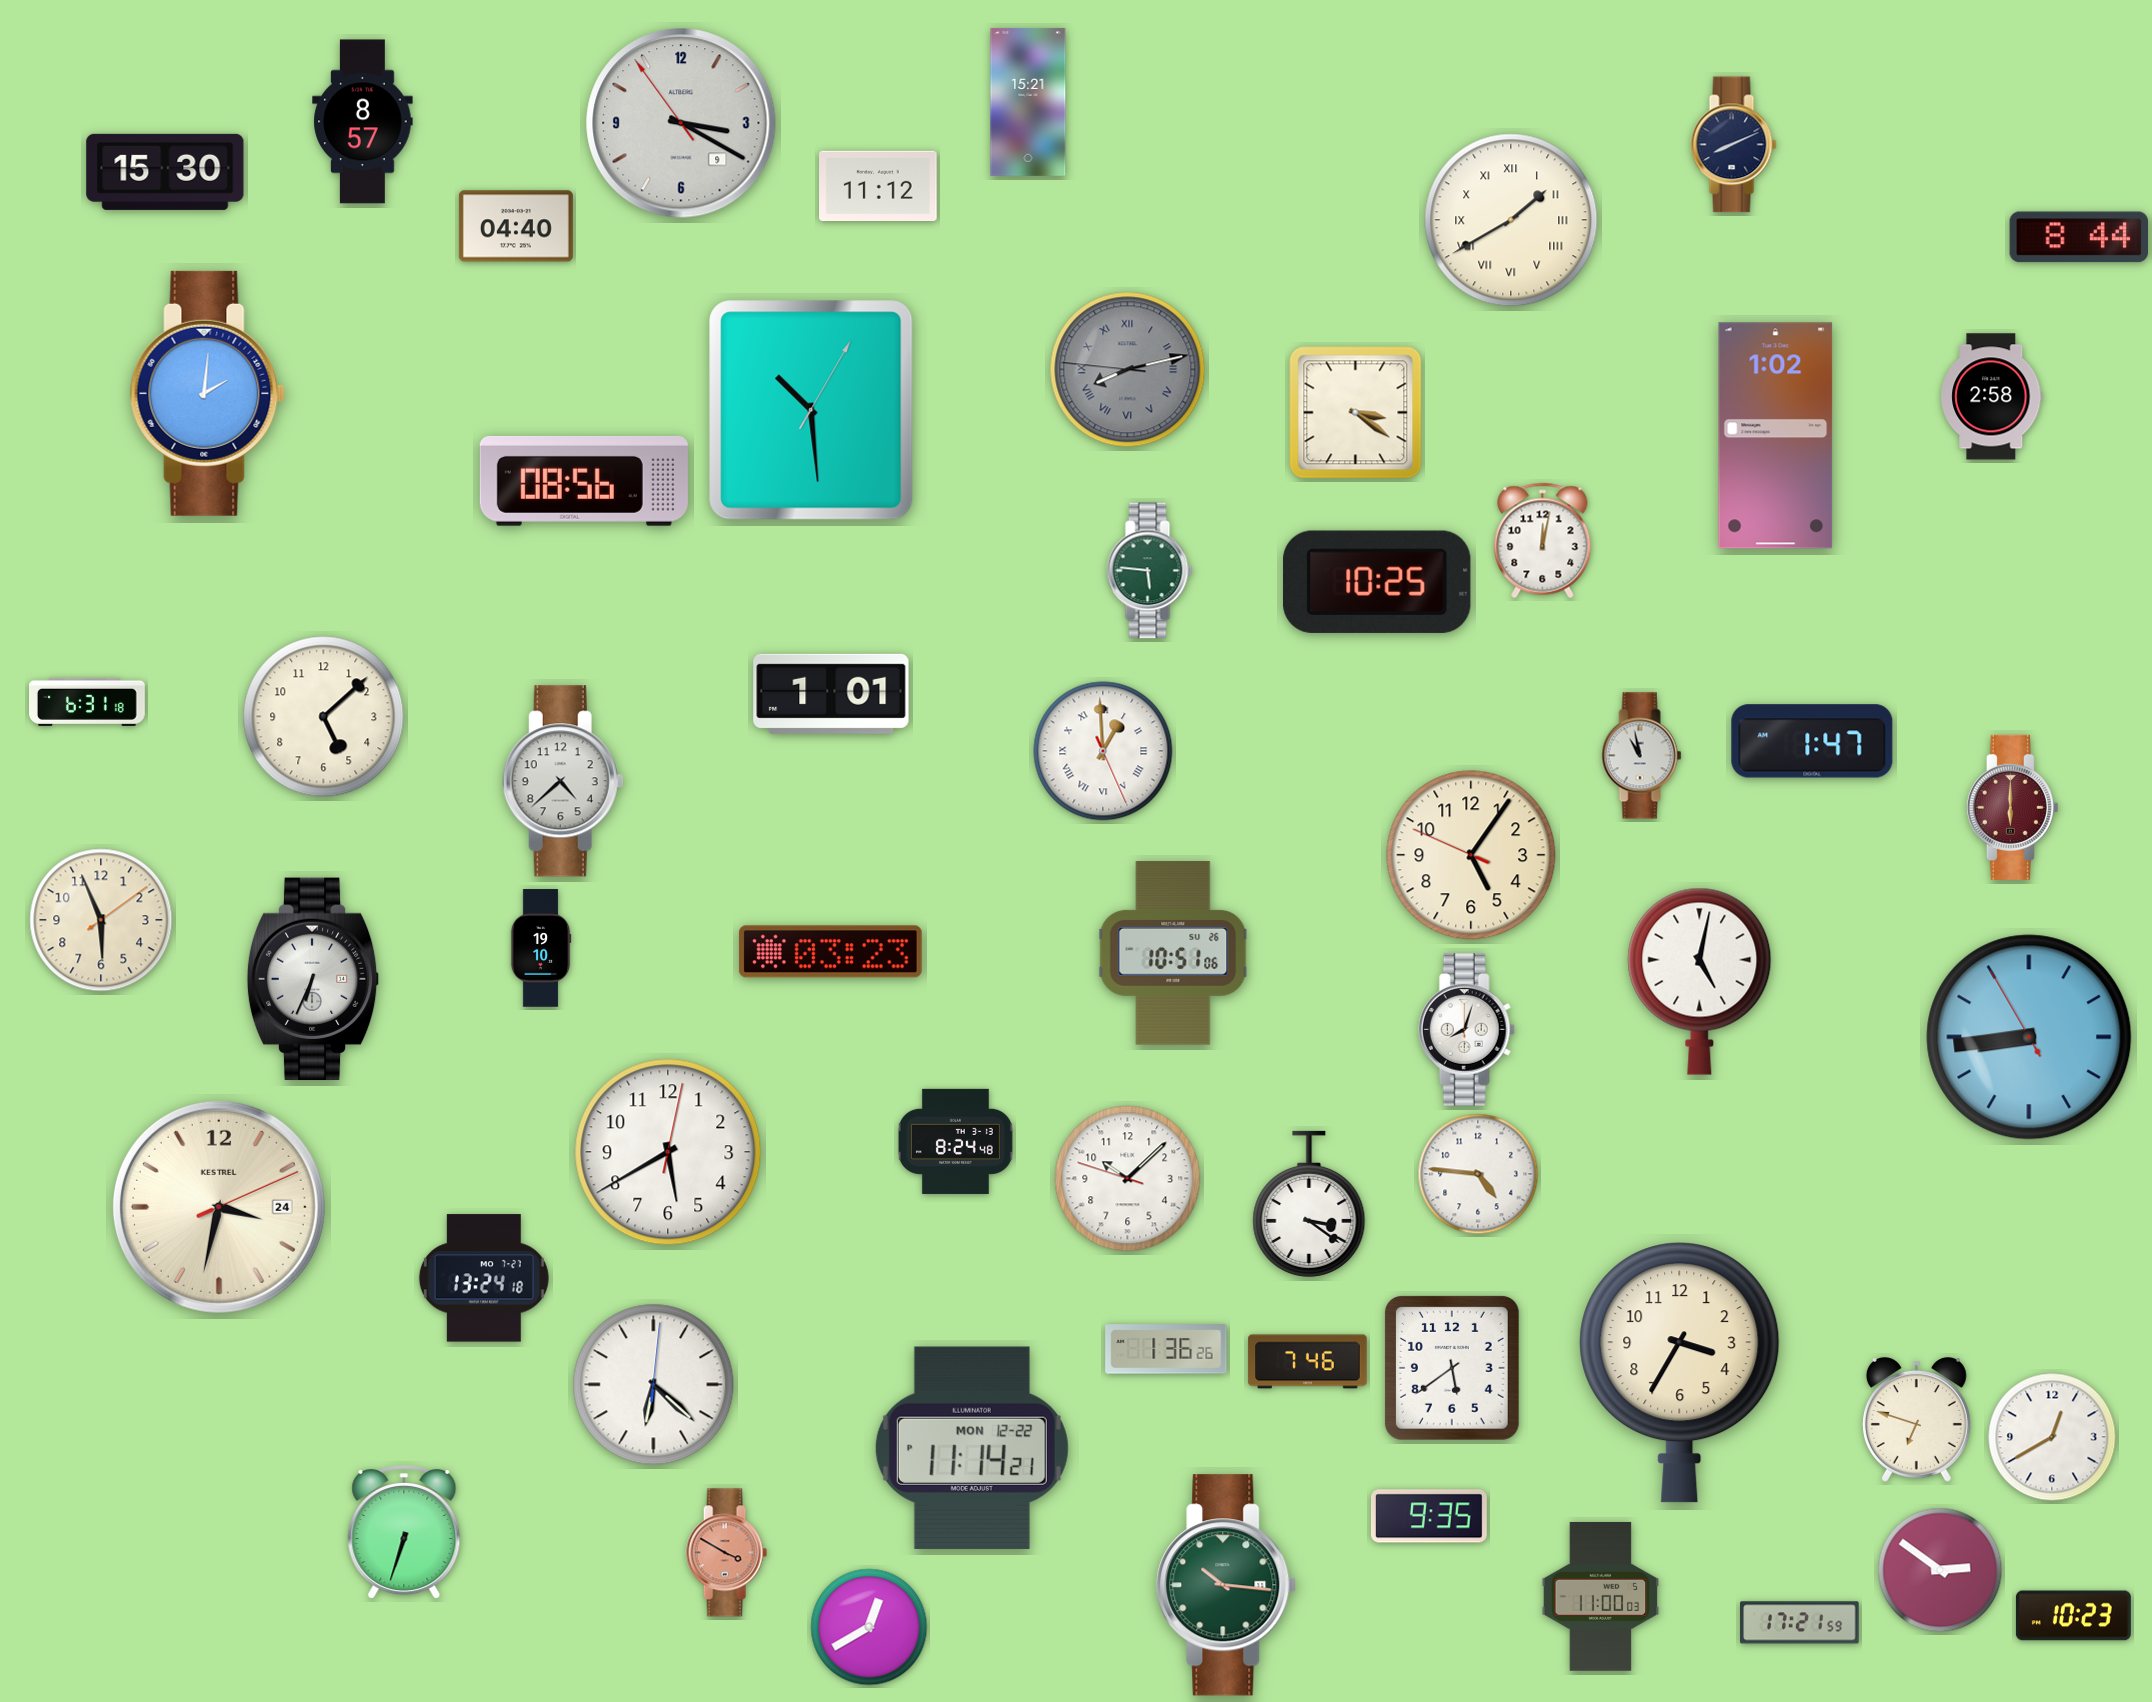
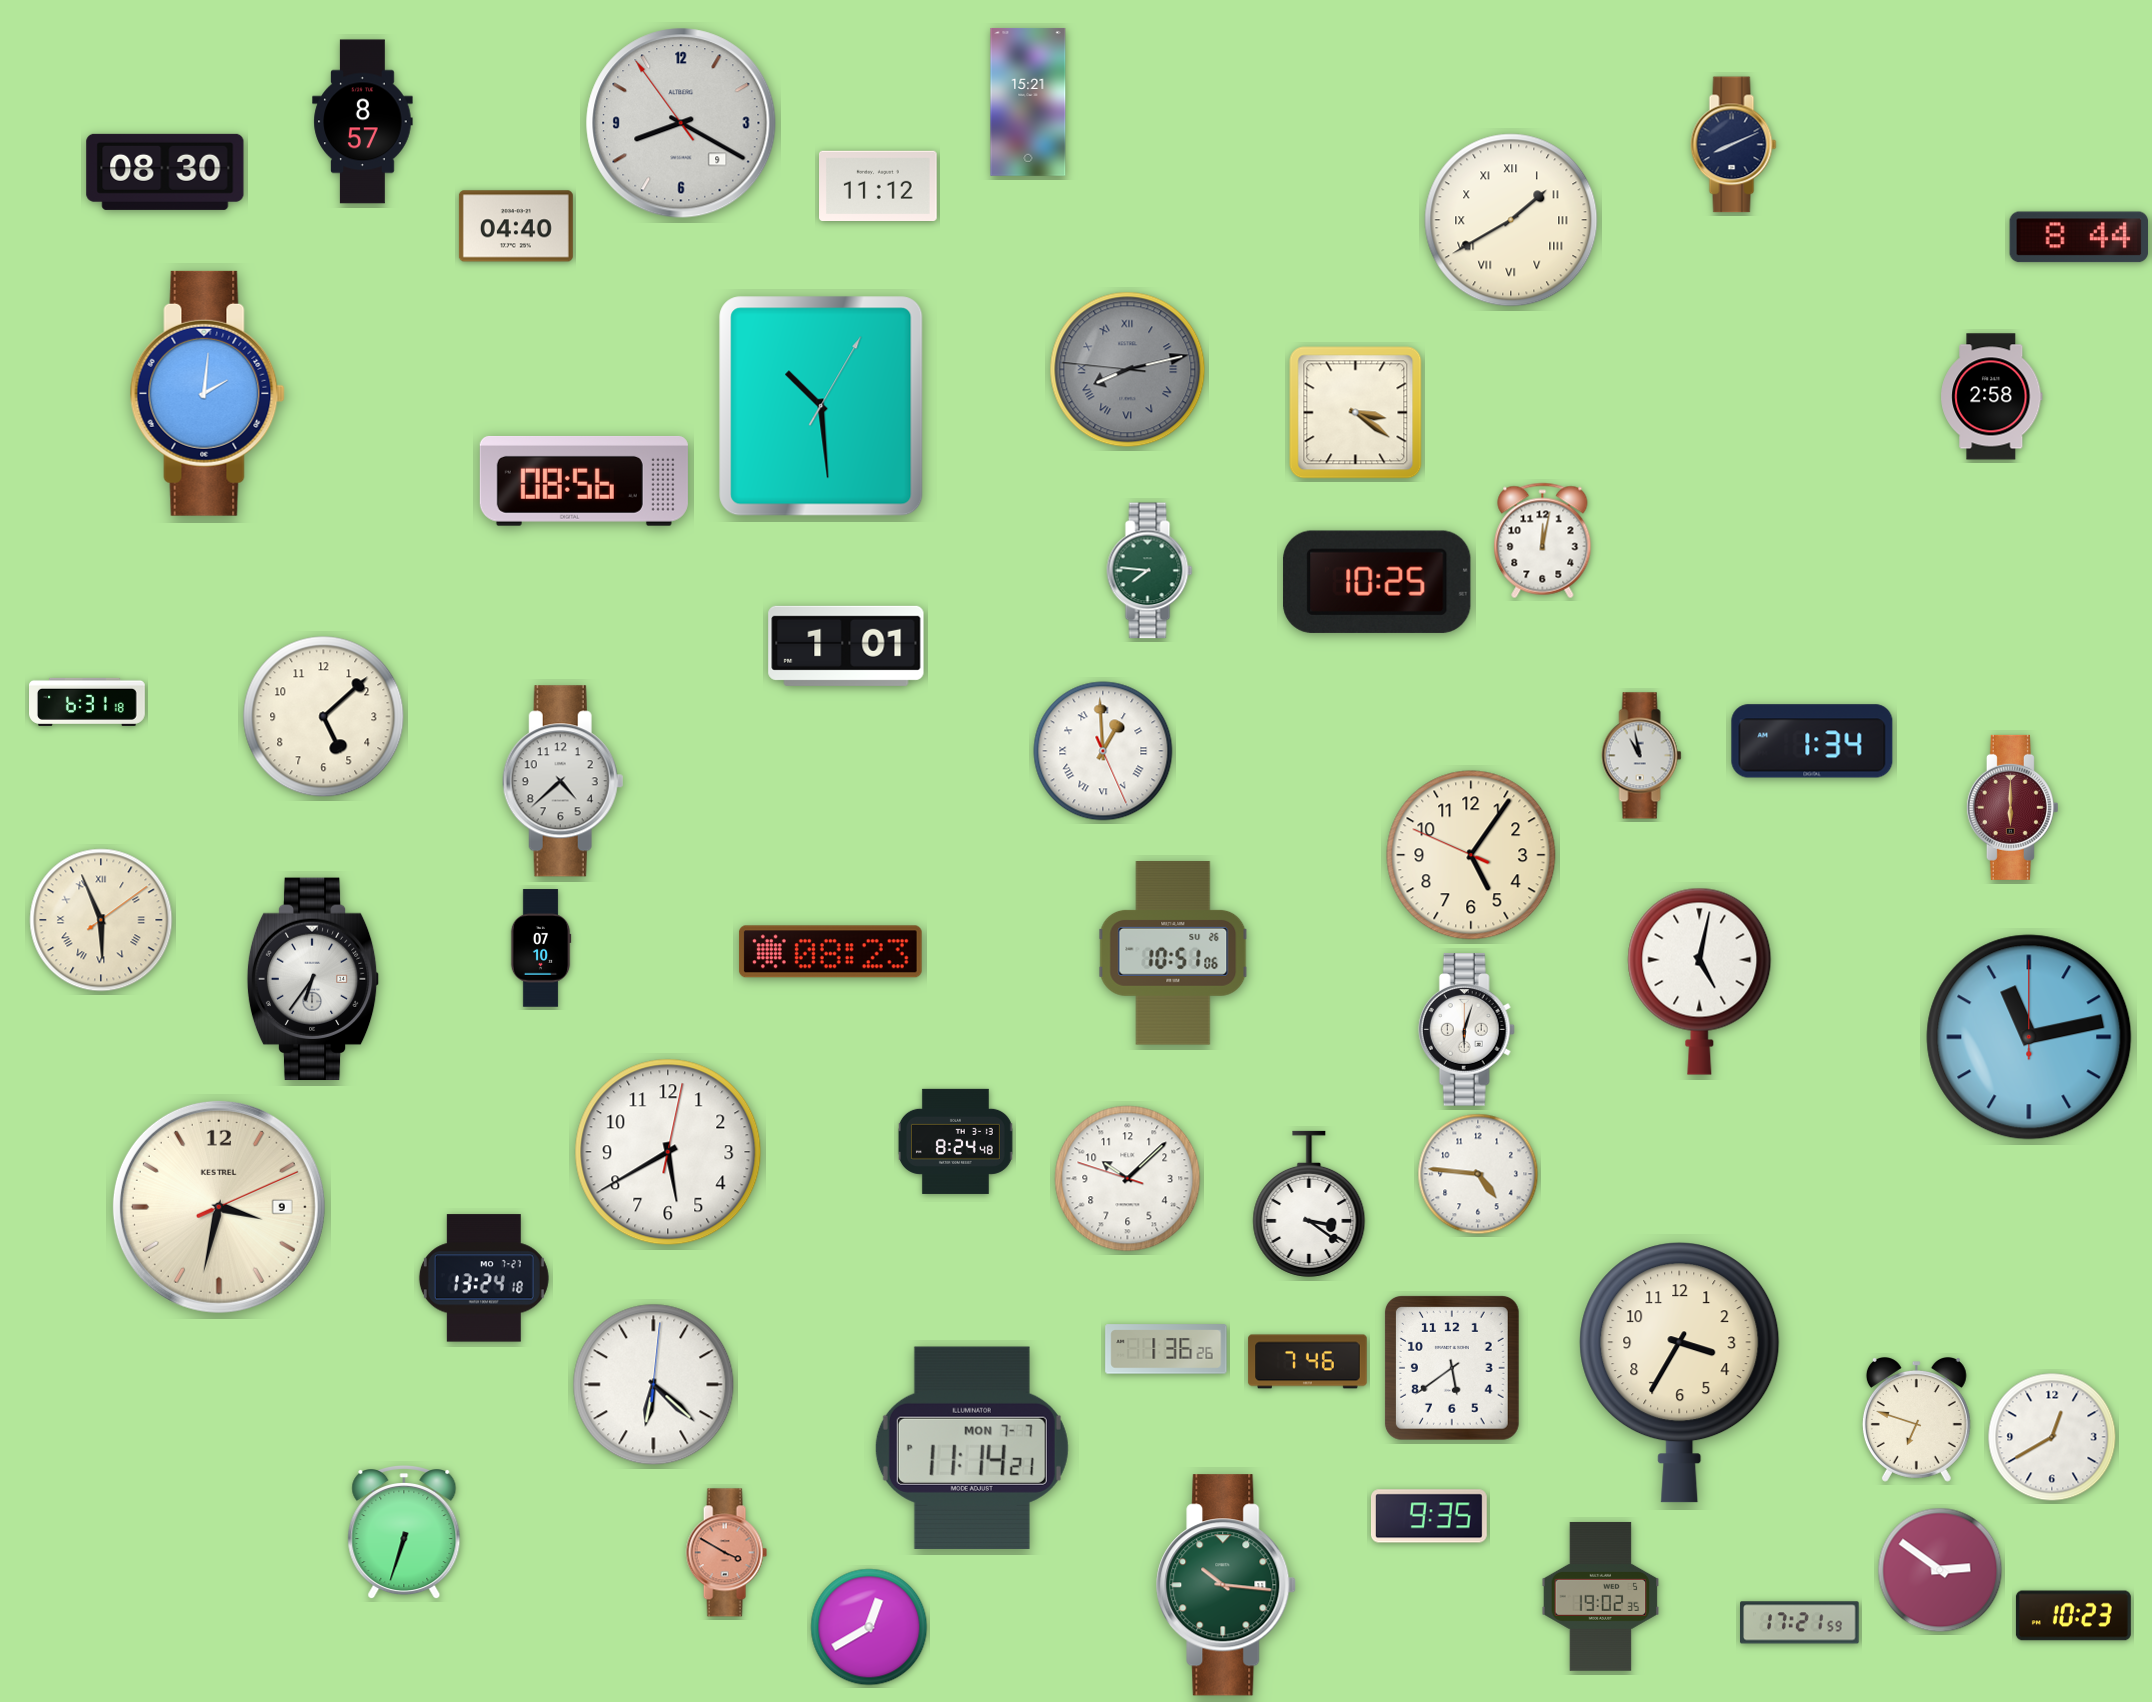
clock at (681, 123): 3:19 -> 8:19
clock at (165, 172): 15:30 -> 08:30
clock at (811, 410) position: (811, 410) -> (821, 406)
clock at (1776, 436): 1:02 -> none
clock at (1150, 571): 5:46 -> 7:46
clock at (831, 694) position: (831, 694) -> (846, 646)
clock at (1812, 741): 1:47 -> 1:34
clock at (101, 920) numerals: Arabic -> Roman
clock at (541, 948): 19:10 -> 07:10
clock at (830, 952): 03:23 -> 08:23
clock at (313, 979): 6:34 -> 6:36
clock at (1466, 1030): 8:03 -> 6:03
clock at (2029, 1037): 8:43 -> 11:13
clock at (219, 1207) date: 24 -> 9
clock at (972, 1448) date: MON 12-22 -> MON 7-7
clock at (1601, 1596): 11:00 -> 19:02
